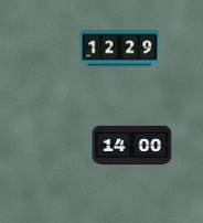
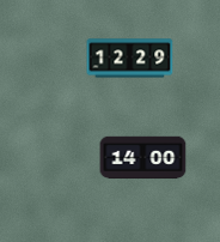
clock at (120, 49) position: (120, 49) -> (130, 59)
